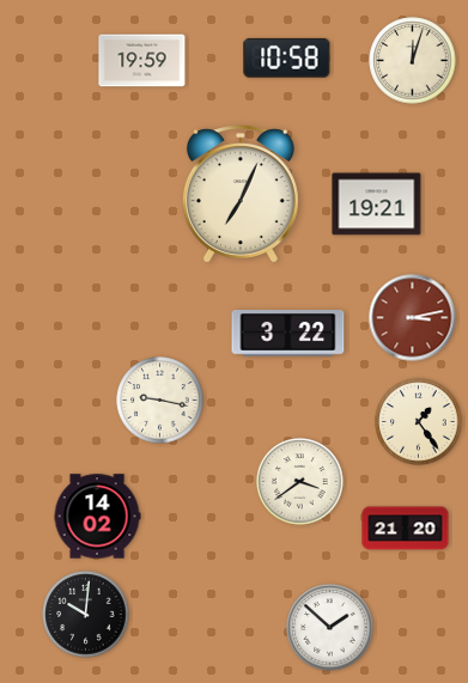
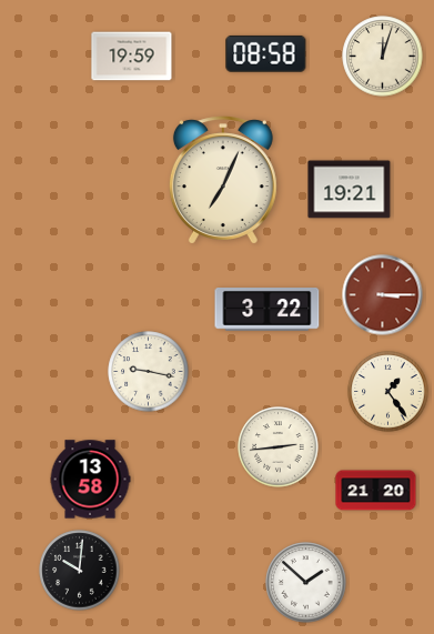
clock at (287, 57): 10:58 -> 08:58
clock at (413, 318): 3:13 -> 3:15
clock at (300, 482): 3:39 -> 2:44
clock at (97, 517): 14:02 -> 13:58
